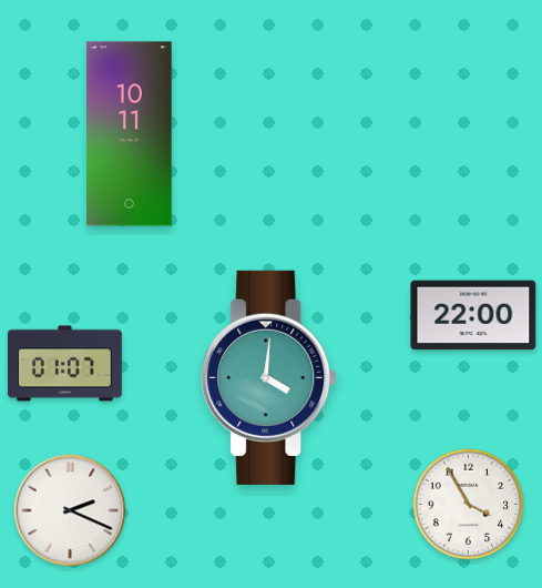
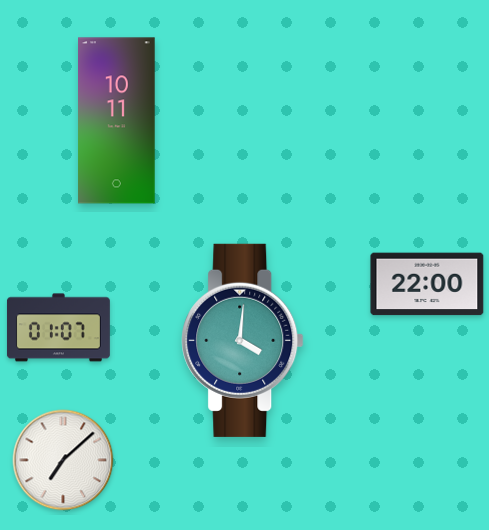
clock at (469, 505): 3:55 -> none
clock at (70, 510): 2:19 -> 7:08
